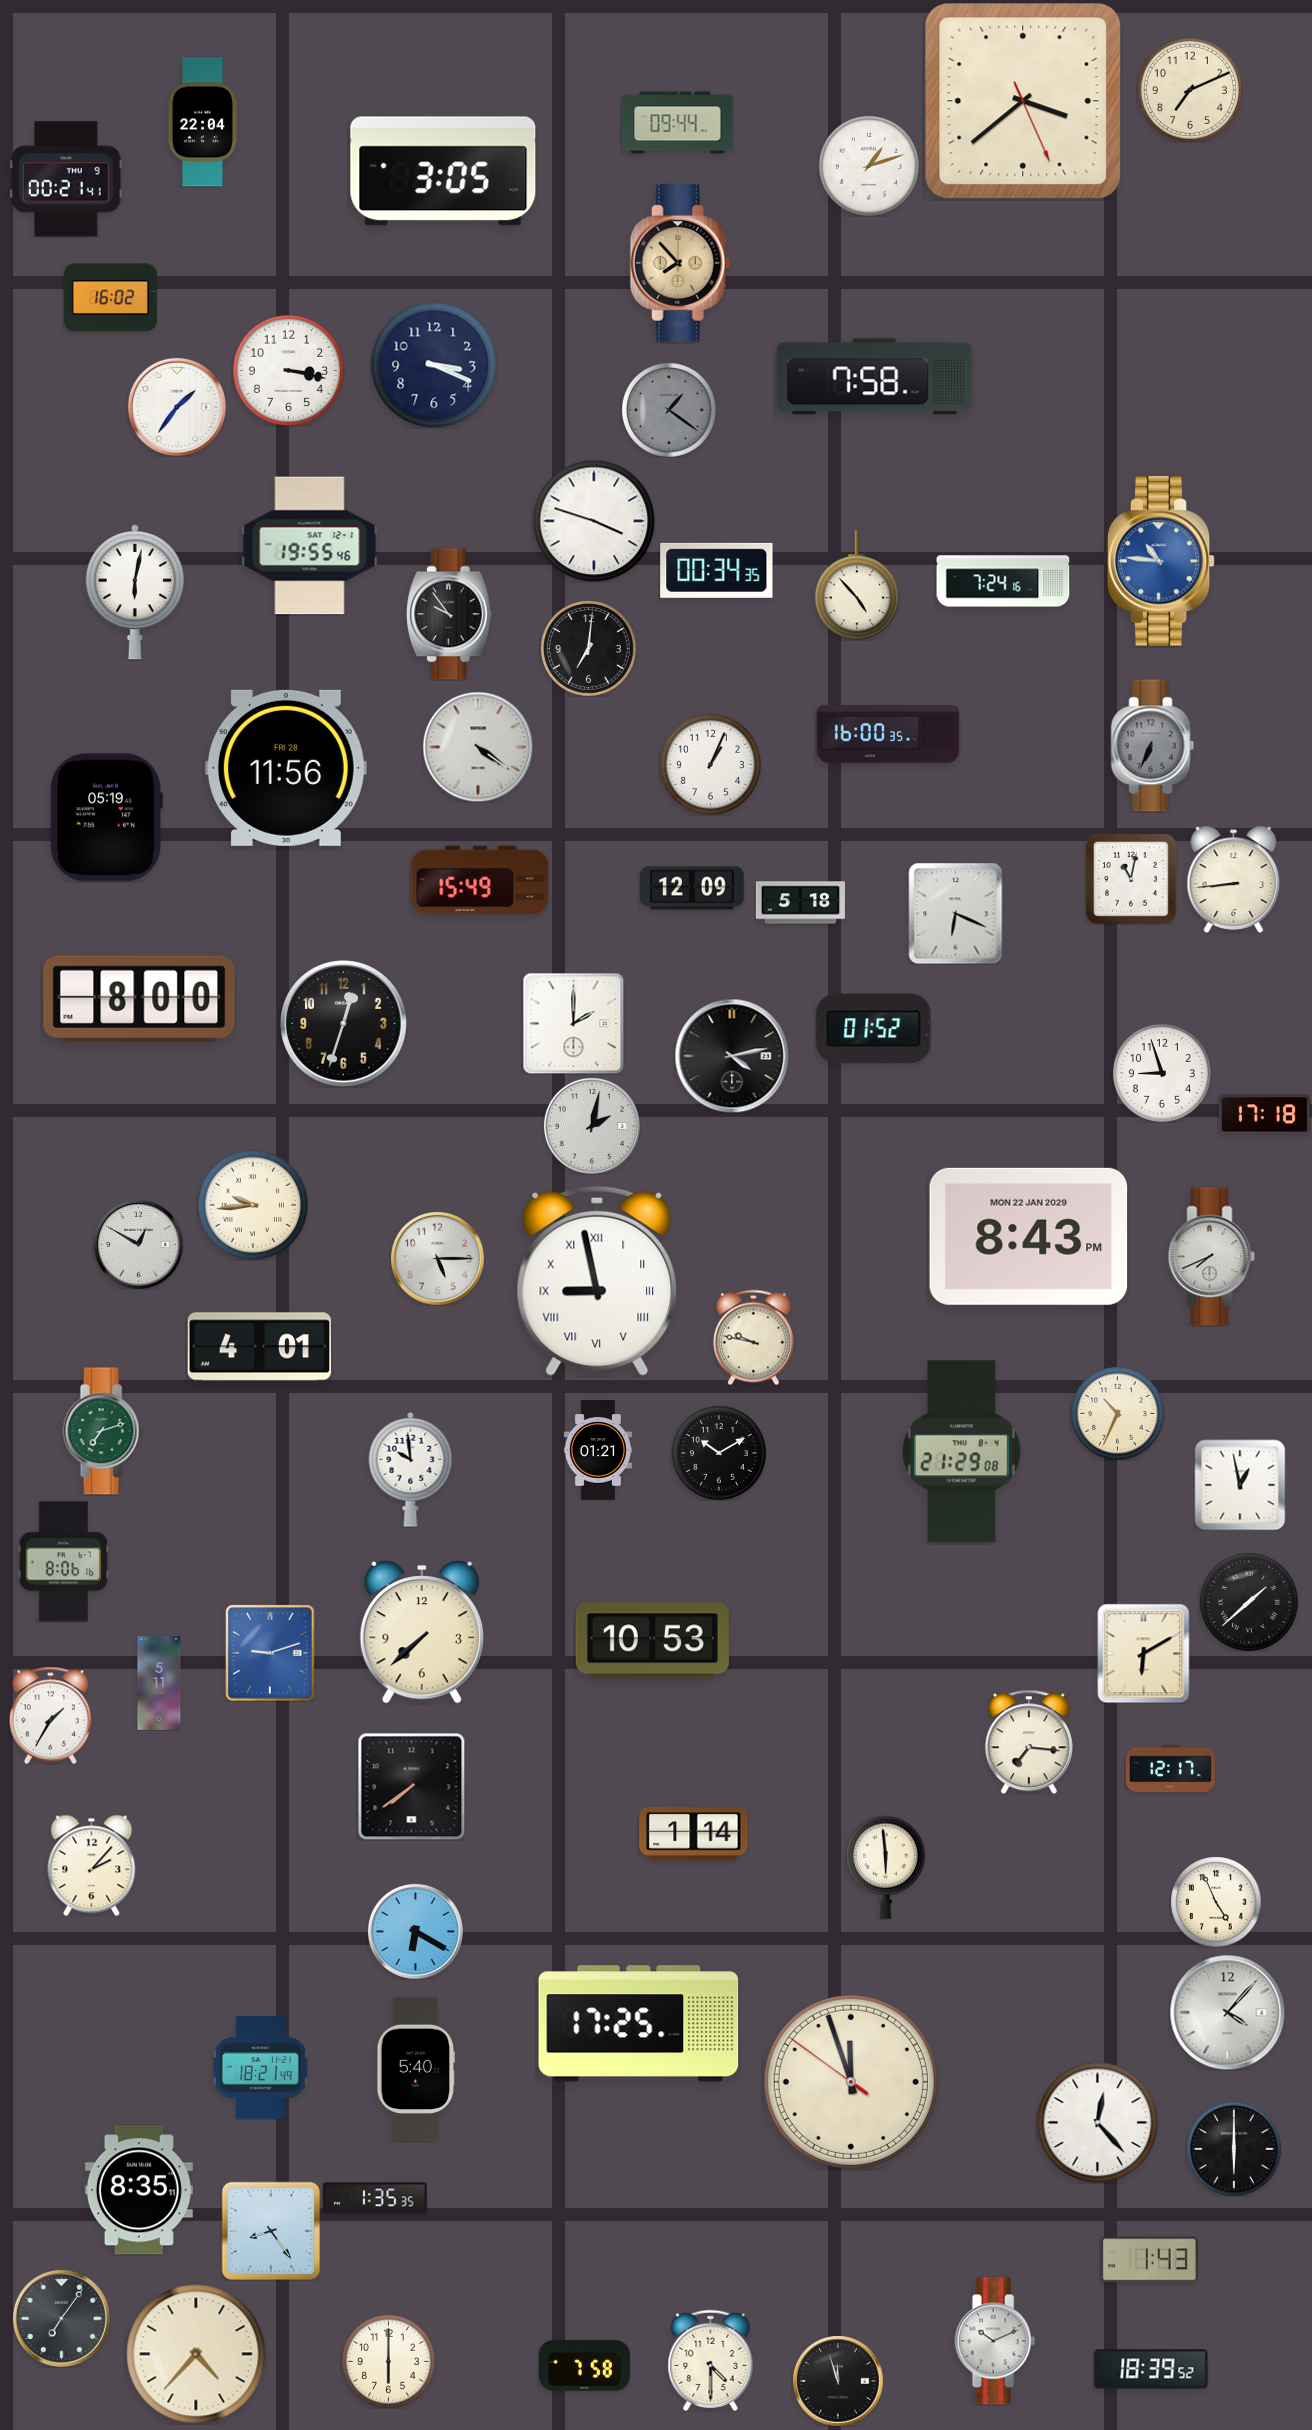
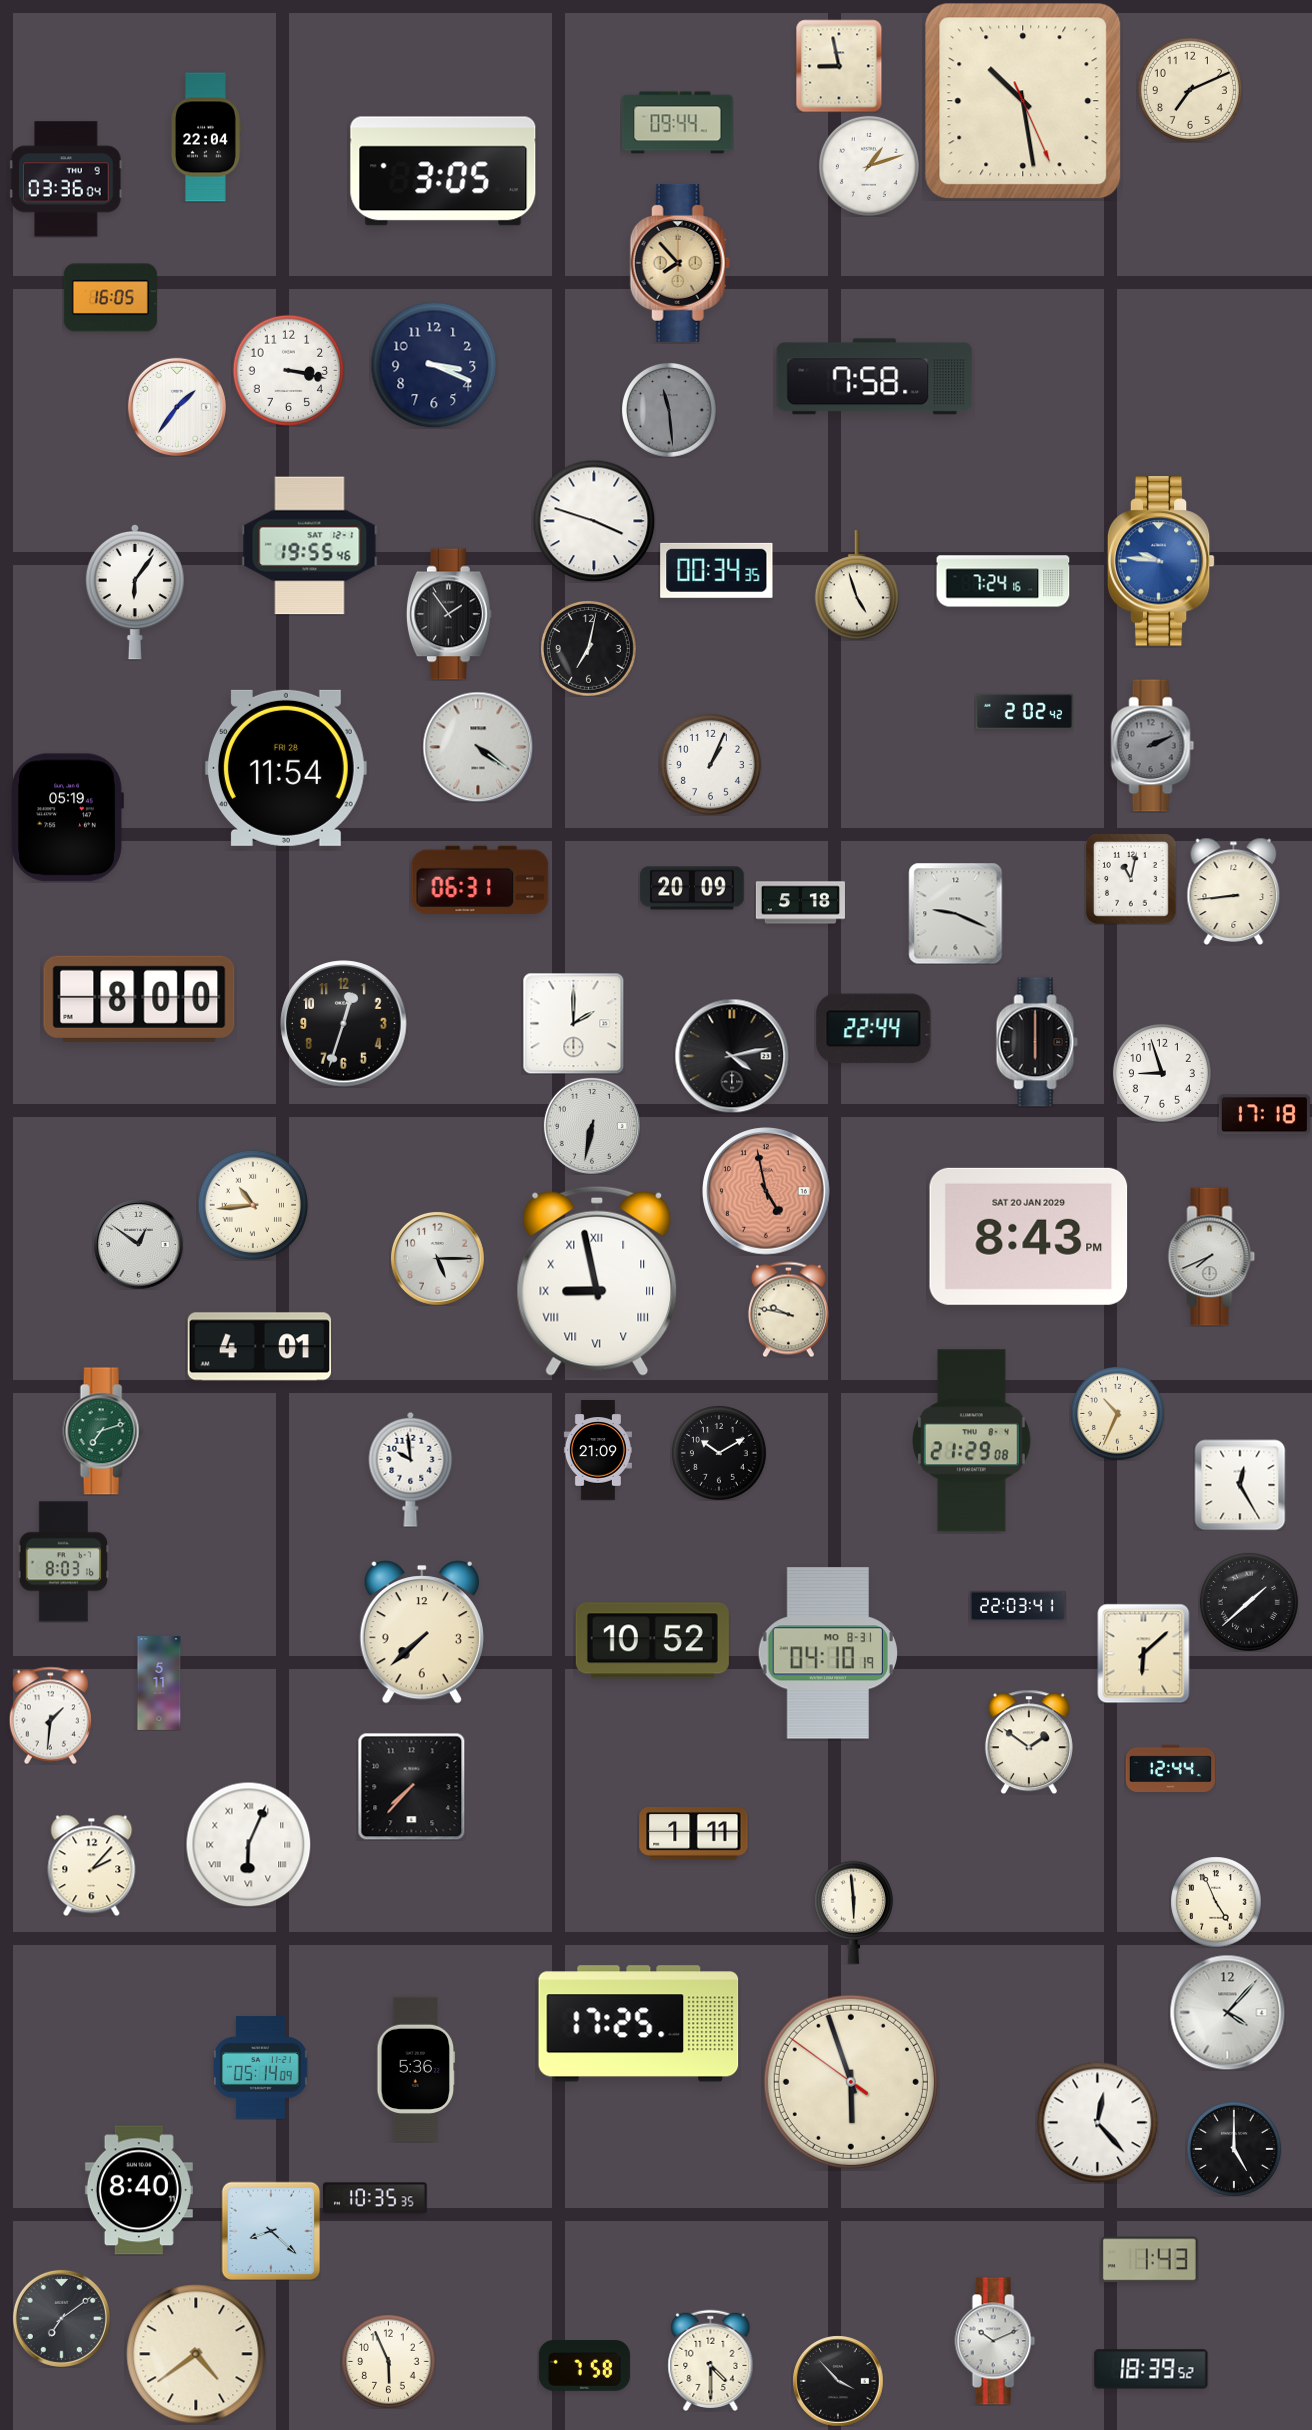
clock at (839, 66): none -> 8:58
clock at (1023, 101): 3:38 -> 10:28
clock at (203, 122) position: (203, 122) -> (206, 137)
clock at (66, 179): 00:21 -> 03:36
clock at (110, 298): 16:02 -> 16:05
clock at (669, 410): 1:21 -> 11:29
clock at (1161, 561): 10:46 -> 9:46
clock at (857, 585): 4:53 -> 4:57
clock at (135, 592): 6:02 -> 6:06
clock at (449, 614): 9:54 -> 1:54
clock at (589, 649): 7:01 -> 7:02
clock at (1024, 712): none -> 2:02
clock at (888, 734): 16:00 -> none
clock at (1153, 746): 6:34 -> 2:11
clock at (286, 768): 11:56 -> 11:54
clock at (106, 818) position: (106, 818) -> (67, 818)
clock at (1234, 879) position: (1234, 879) -> (1234, 891)
clock at (480, 880): 15:49 -> 06:31
clock at (692, 888): 12:09 -> 20:09
clock at (956, 913): 6:19 -> 9:19
clock at (874, 1029): 01:52 -> 22:44
clock at (1037, 1042): none -> 6:00
clock at (592, 1126): 2:02 -> 6:32
clock at (766, 1191): none -> 4:58
clock at (252, 1204): 9:44 -> 10:44
clock at (1029, 1236) date: MON 22 JAN 2029 -> SAT 20 JAN 2029
clock at (138, 1244): 12:50 -> 12:51
clock at (753, 1337) position: (753, 1337) -> (788, 1309)
clock at (598, 1450): 01:21 -> 21:09
clock at (961, 1452) position: (961, 1452) -> (971, 1441)
clock at (1240, 1485): 12:58 -> 12:25
clock at (64, 1562): 8:06 -> 8:03
clock at (1018, 1606): none -> 22:03
clock at (652, 1641): 10:53 -> 10:52
clock at (270, 1653): 9:12 -> none
clock at (828, 1653): none -> 04:10
clock at (1144, 1653): 6:10 -> 6:08
clock at (50, 1715): 1:35 -> 1:31
clock at (1029, 1742): 7:16 -> 1:51
clock at (1170, 1769): 12:17 -> 12:44
clock at (411, 1786): 7:39 -> 7:37
clock at (694, 1834): 1:14 -> 1:11
clock at (248, 1844): none -> 6:04
clock at (885, 1867) position: (885, 1867) -> (853, 1912)
clock at (415, 1931): 6:20 -> none
clock at (261, 2068): 18:21 -> 05:14
clock at (416, 2069): 5:40 -> 5:36
clock at (851, 2082): 11:56 -> 5:56
clock at (1234, 2149): 6:00 -> 5:00
clock at (139, 2190): 8:35 -> 8:40
clock at (375, 2198): 1:35 -> 10:35
clock at (271, 2231): 8:24 -> 8:22
clock at (61, 2318): 7:06 -> 7:09
clock at (196, 2354): 4:37 -> 4:39
clock at (388, 2361): 6:00 -> 5:56
clock at (838, 2381): 11:57 -> 3:53
